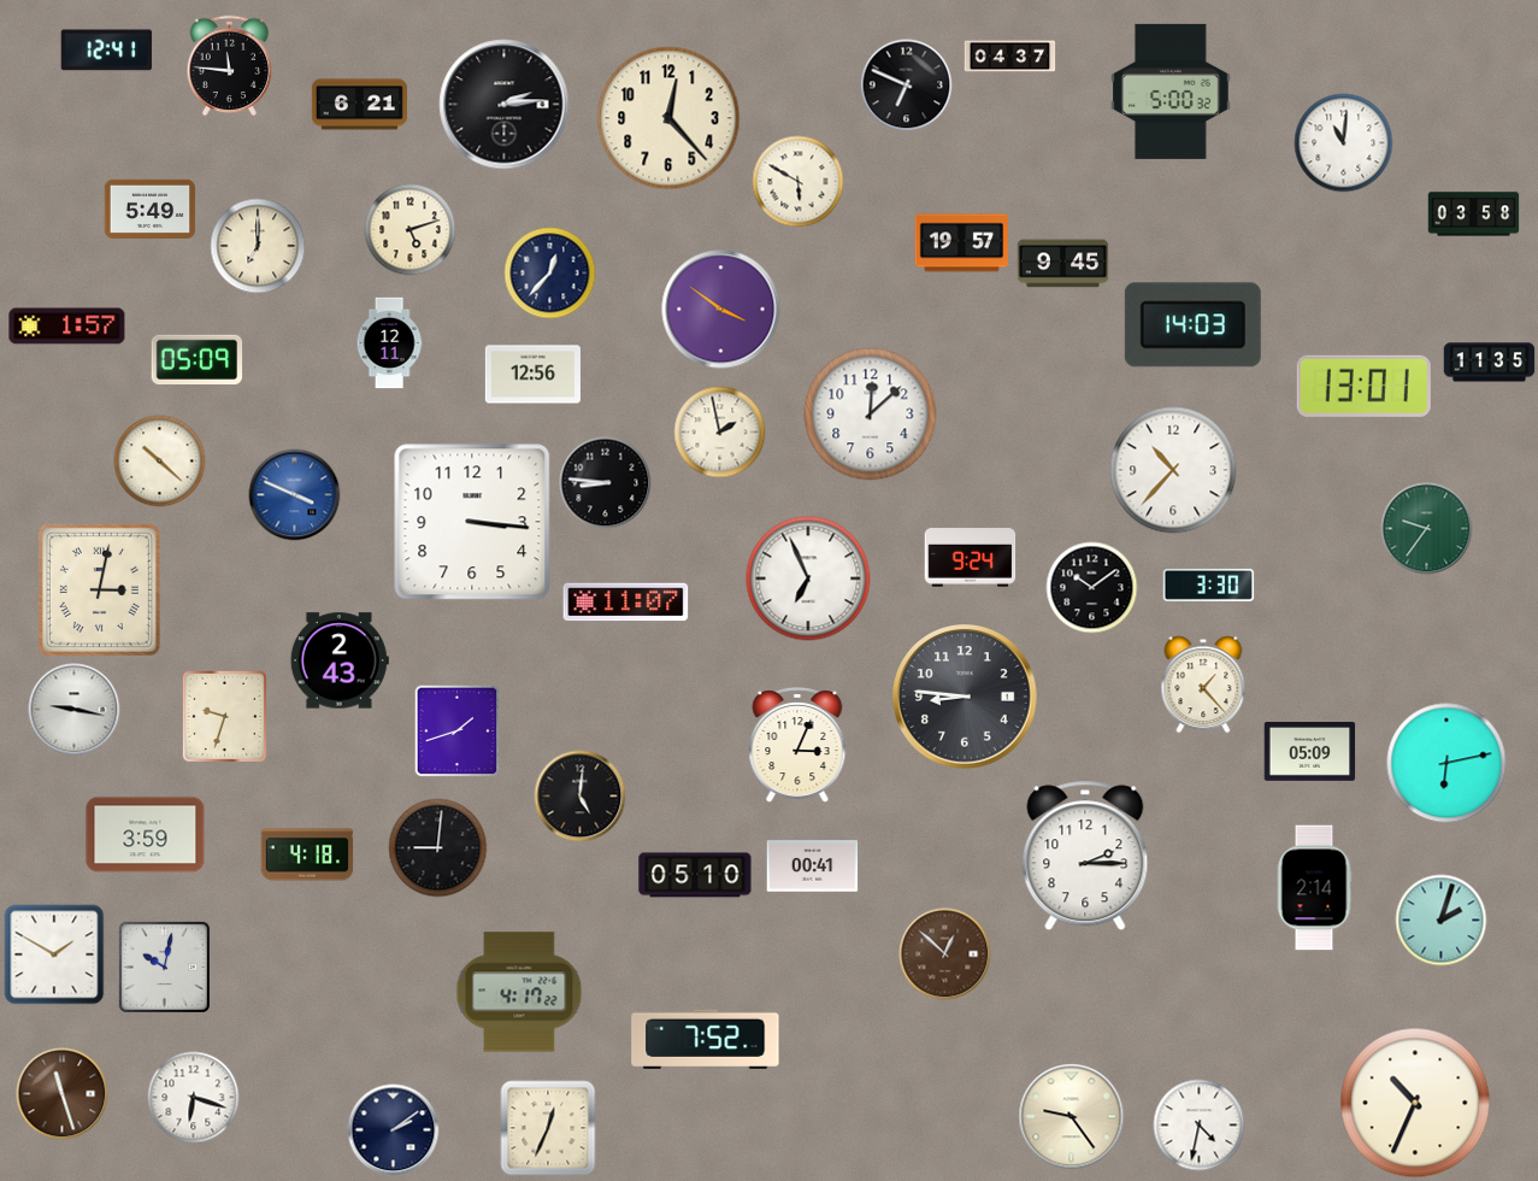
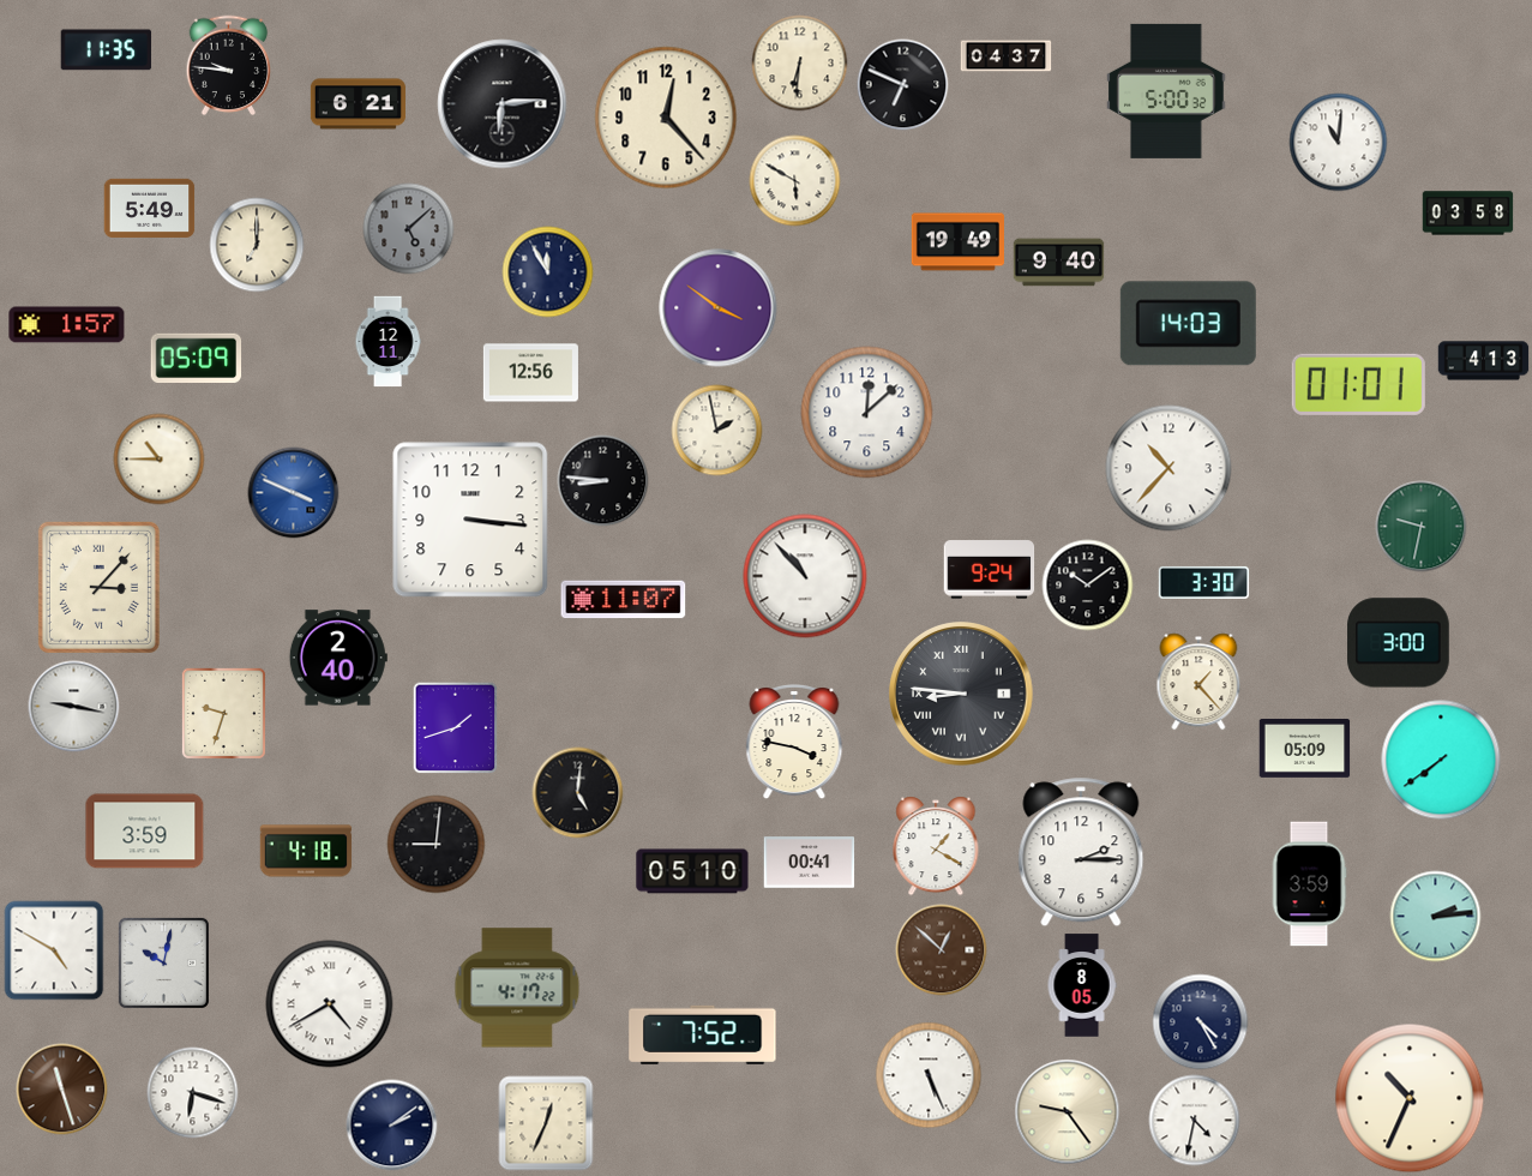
clock at (107, 51): 12:41 -> 11:35
clock at (800, 64): none -> 6:31
clock at (230, 66): 11:46 -> 9:46
clock at (505, 105): 2:14 -> 6:14
clock at (411, 230): 5:12 -> 5:08
clock at (411, 230) dial: cream -> grey
clock at (961, 243): 19:57 -> 19:49
clock at (1063, 264): 9:45 -> 9:40
clock at (550, 274): 12:37 -> 11:55
clock at (1490, 363): 11:35 -> 4:13
clock at (1363, 386): 13:01 -> 01:01
clock at (160, 462): 10:22 -> 10:45
clock at (1427, 529): 9:36 -> 9:32
clock at (971, 558) position: (971, 558) -> (990, 570)
clock at (808, 578): 6:56 -> 10:53
clock at (99, 589): 3:02 -> 3:07
clock at (1399, 643): none -> 3:00
clock at (340, 660): 2:43 -> 2:40
clock at (965, 697) numerals: Arabic -> Roman
clock at (797, 745): 3:04 -> 3:47
clock at (1446, 763): 6:13 -> 7:39
clock at (936, 846): none -> 1:20
clock at (1314, 888): 2:14 -> 3:59
clock at (1442, 921): 2:03 -> 2:14
clock at (54, 954): 1:50 -> 4:50
clock at (1082, 985): none -> 8:05
clock at (330, 1004): none -> 4:40
clock at (1201, 1022): none -> 4:25
clock at (929, 1075): none -> 5:26
